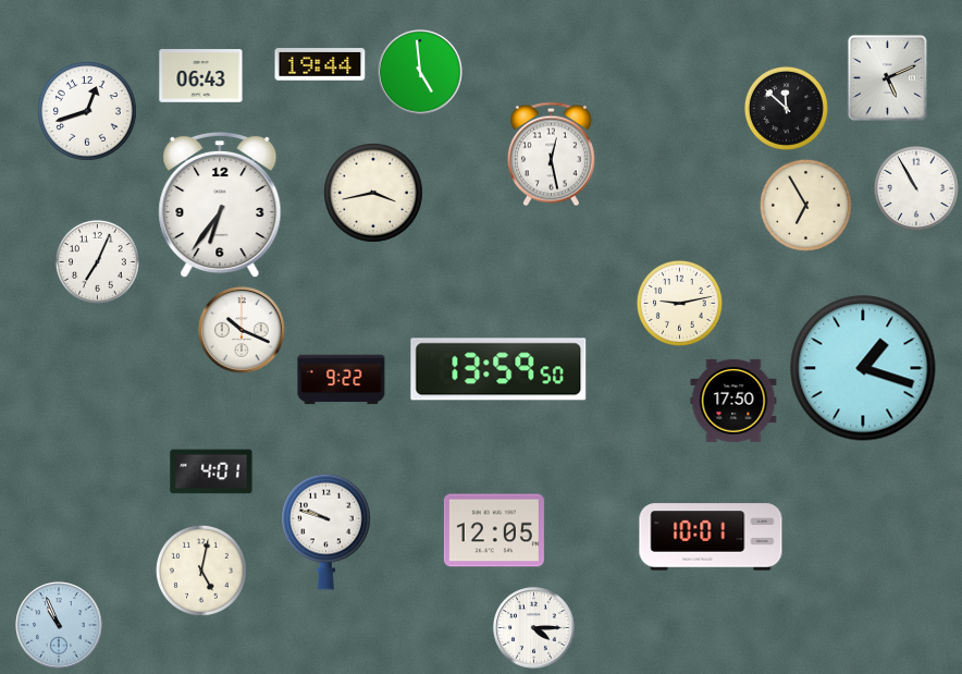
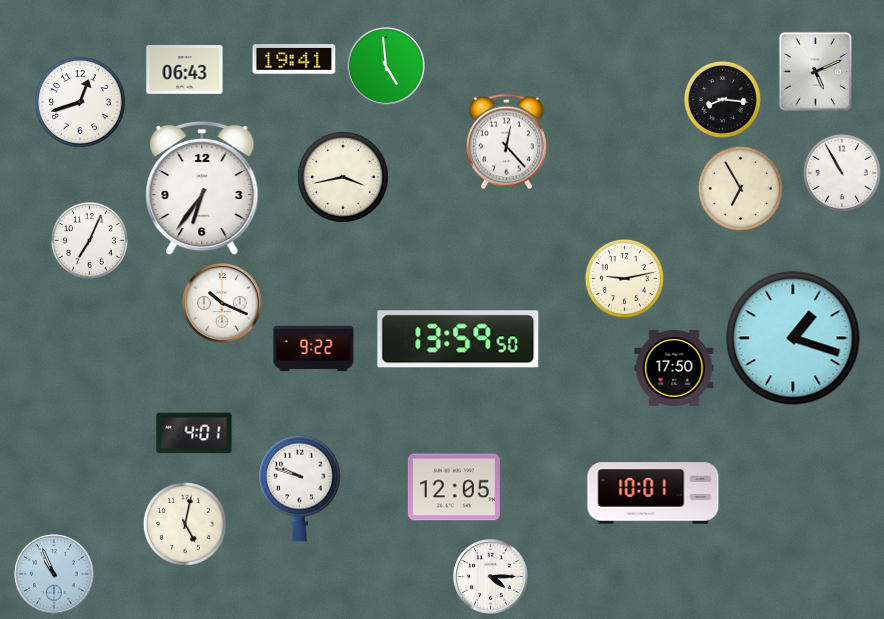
clock at (320, 64): 19:44 -> 19:41
clock at (786, 108): 11:52 -> 8:16
clock at (551, 155): 12:28 -> 12:23
